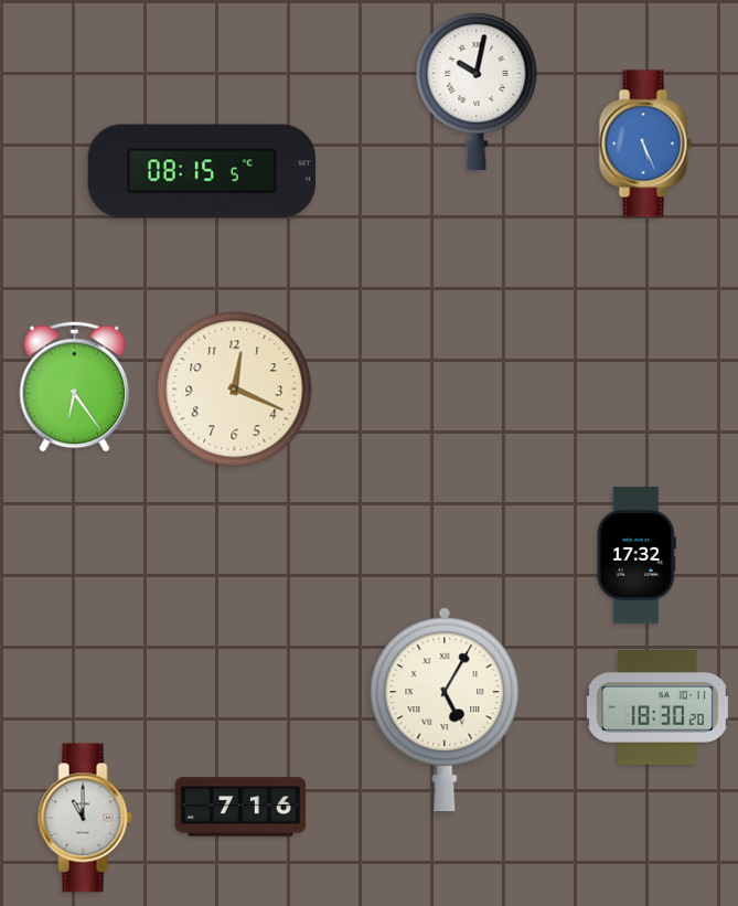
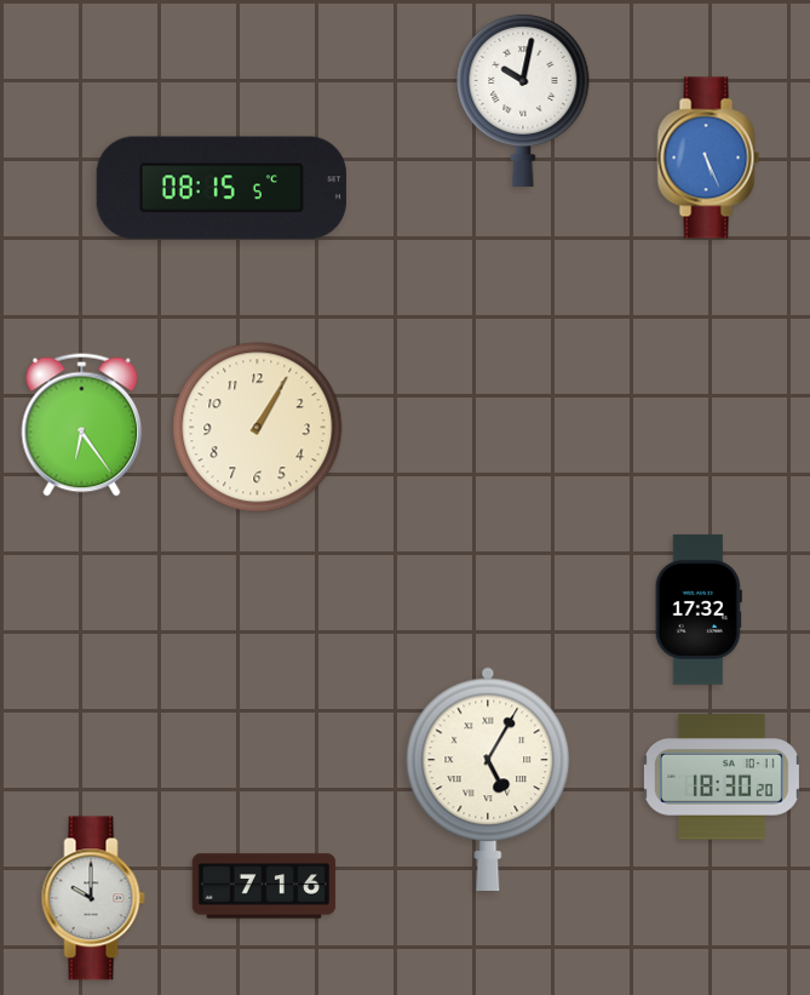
clock at (235, 390): 12:19 -> 1:05
clock at (85, 818): 11:00 -> 10:00
